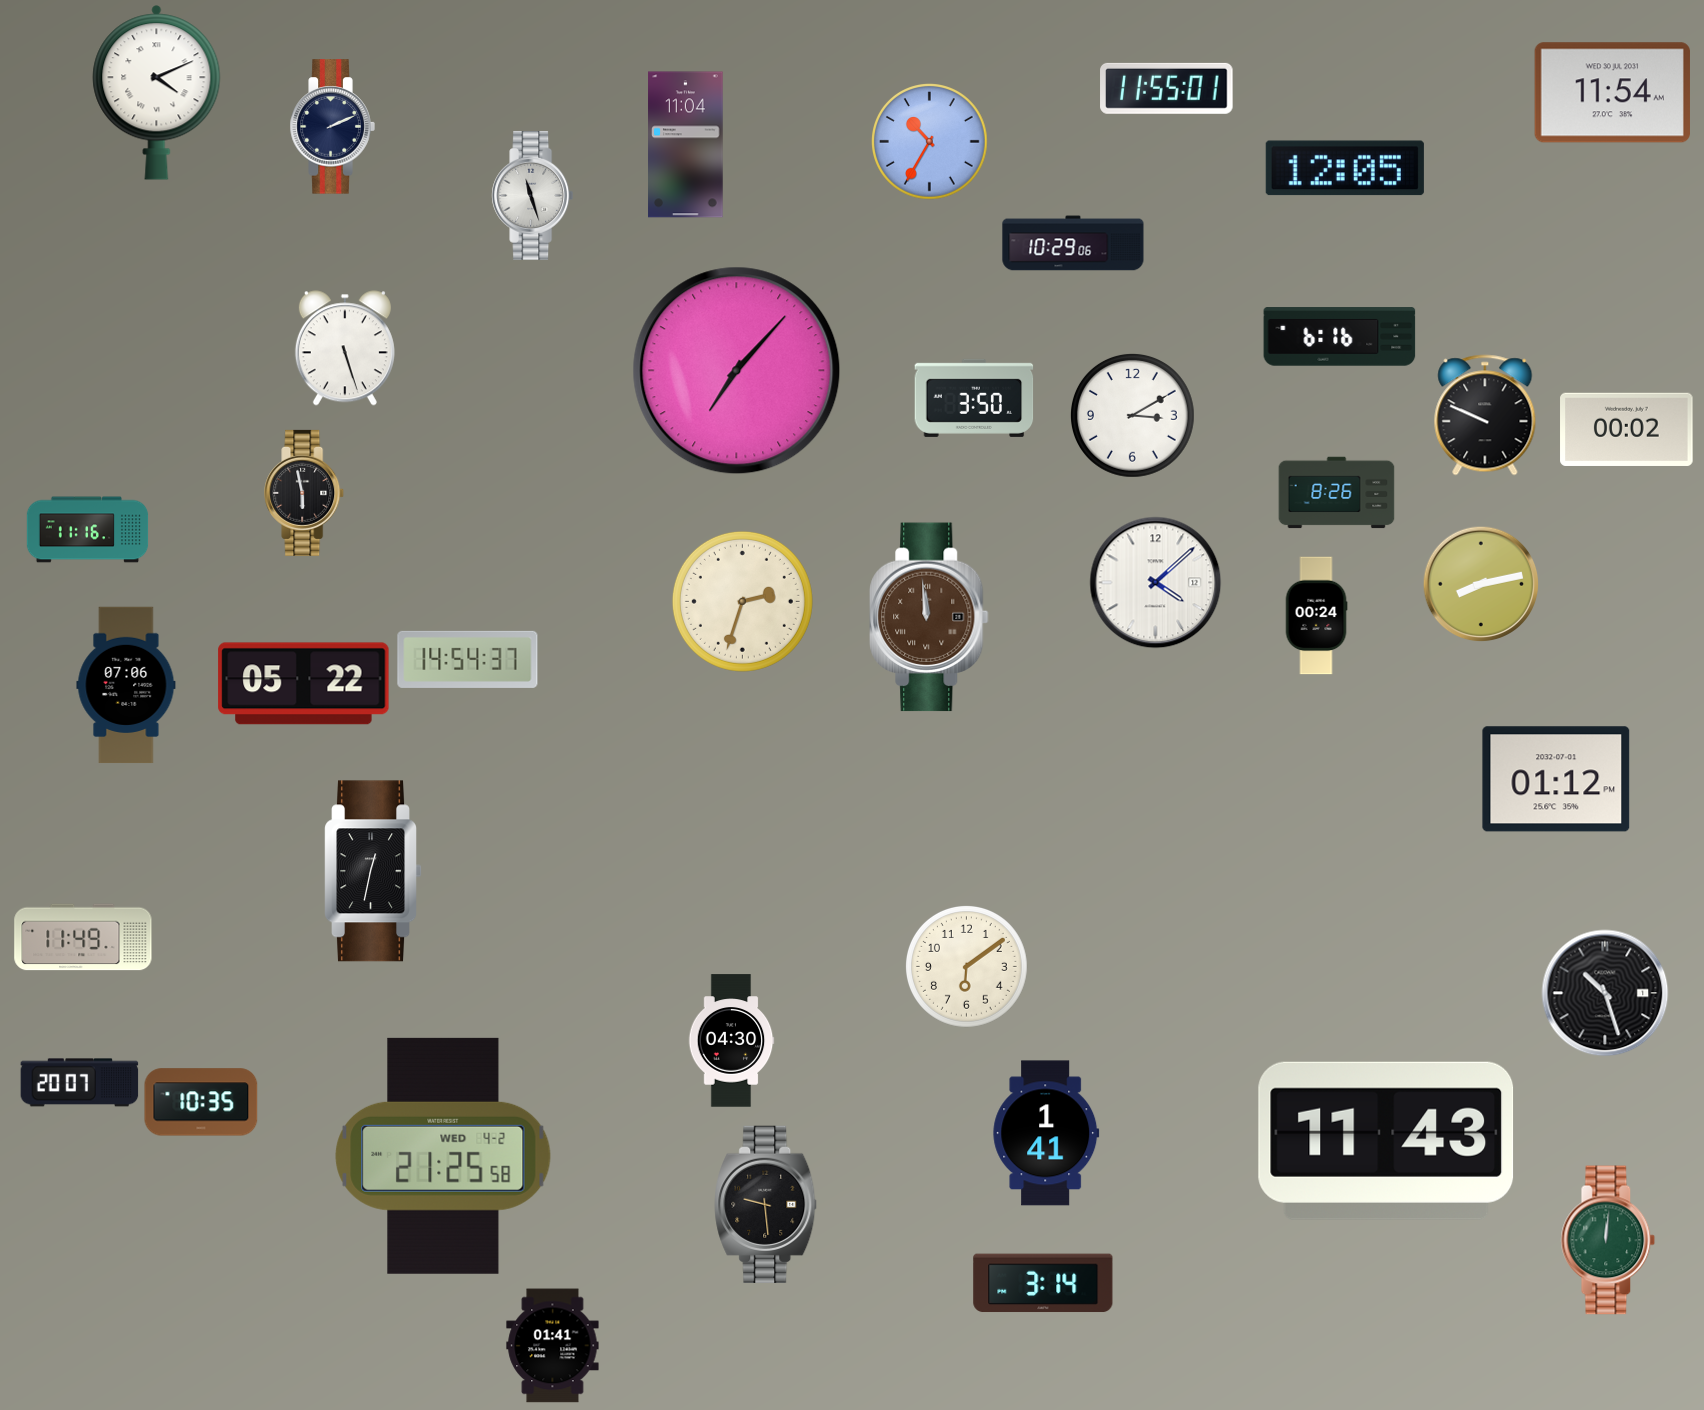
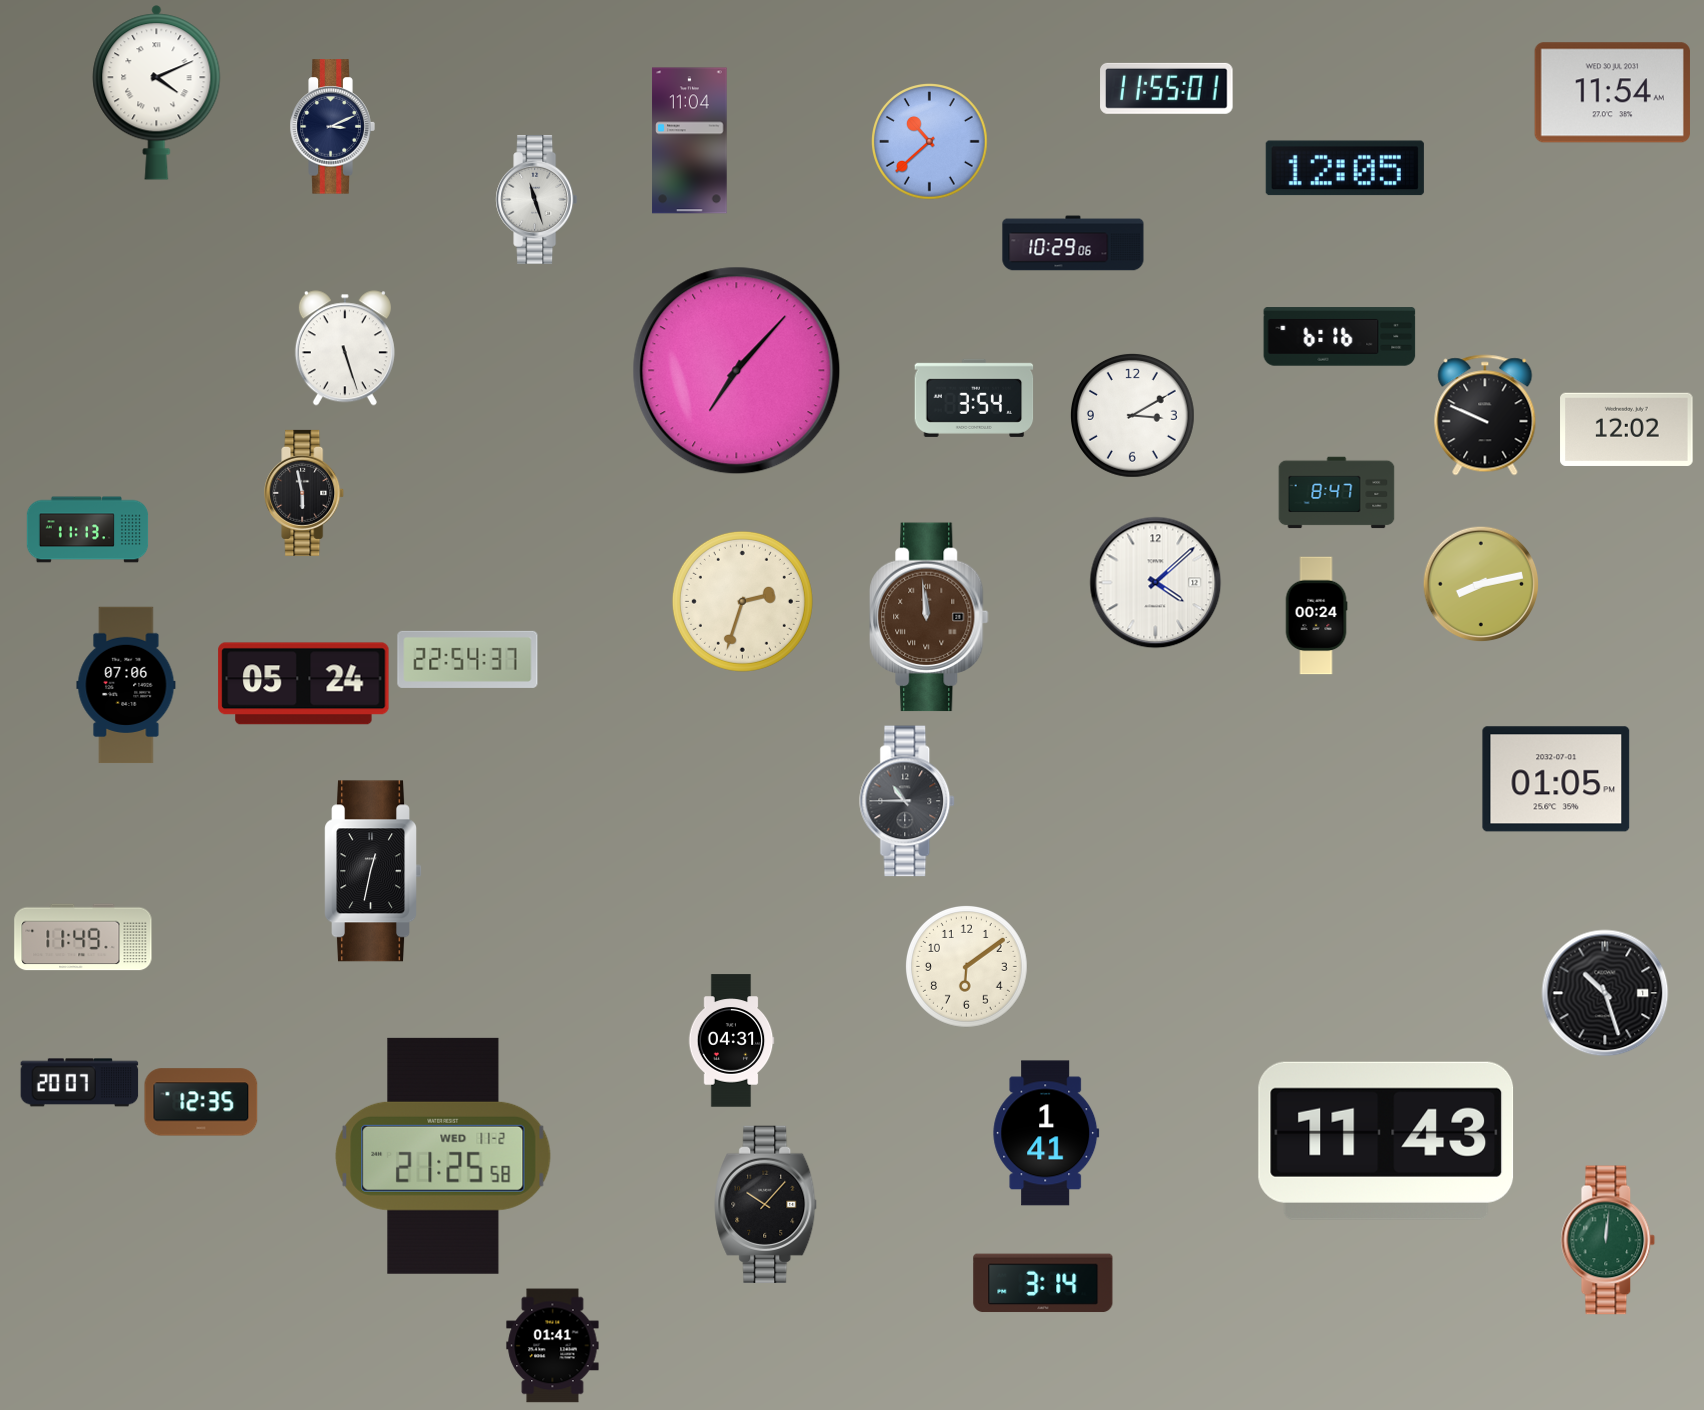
clock at (332, 127): 2:11 -> 3:11
clock at (930, 142): 10:35 -> 10:38
clock at (686, 145) position: (686, 145) -> (690, 141)
clock at (533, 195) position: (533, 195) -> (537, 199)
clock at (974, 398): 3:50 -> 3:54
clock at (1627, 429): 00:02 -> 12:02
clock at (1337, 493): 8:26 -> 8:47
clock at (88, 530): 11:16 -> 11:13
clock at (468, 659): 14:54 -> 22:54
clock at (304, 684): 05:22 -> 05:24
clock at (1556, 779): 01:12 -> 01:05
clock at (908, 801): none -> 10:45
clock at (731, 1041): 04:30 -> 04:31
clock at (201, 1102): 10:35 -> 12:35
clock at (443, 1156) date: WED 4-2 -> WED 11-2
clock at (766, 1204): 9:29 -> 10:07
